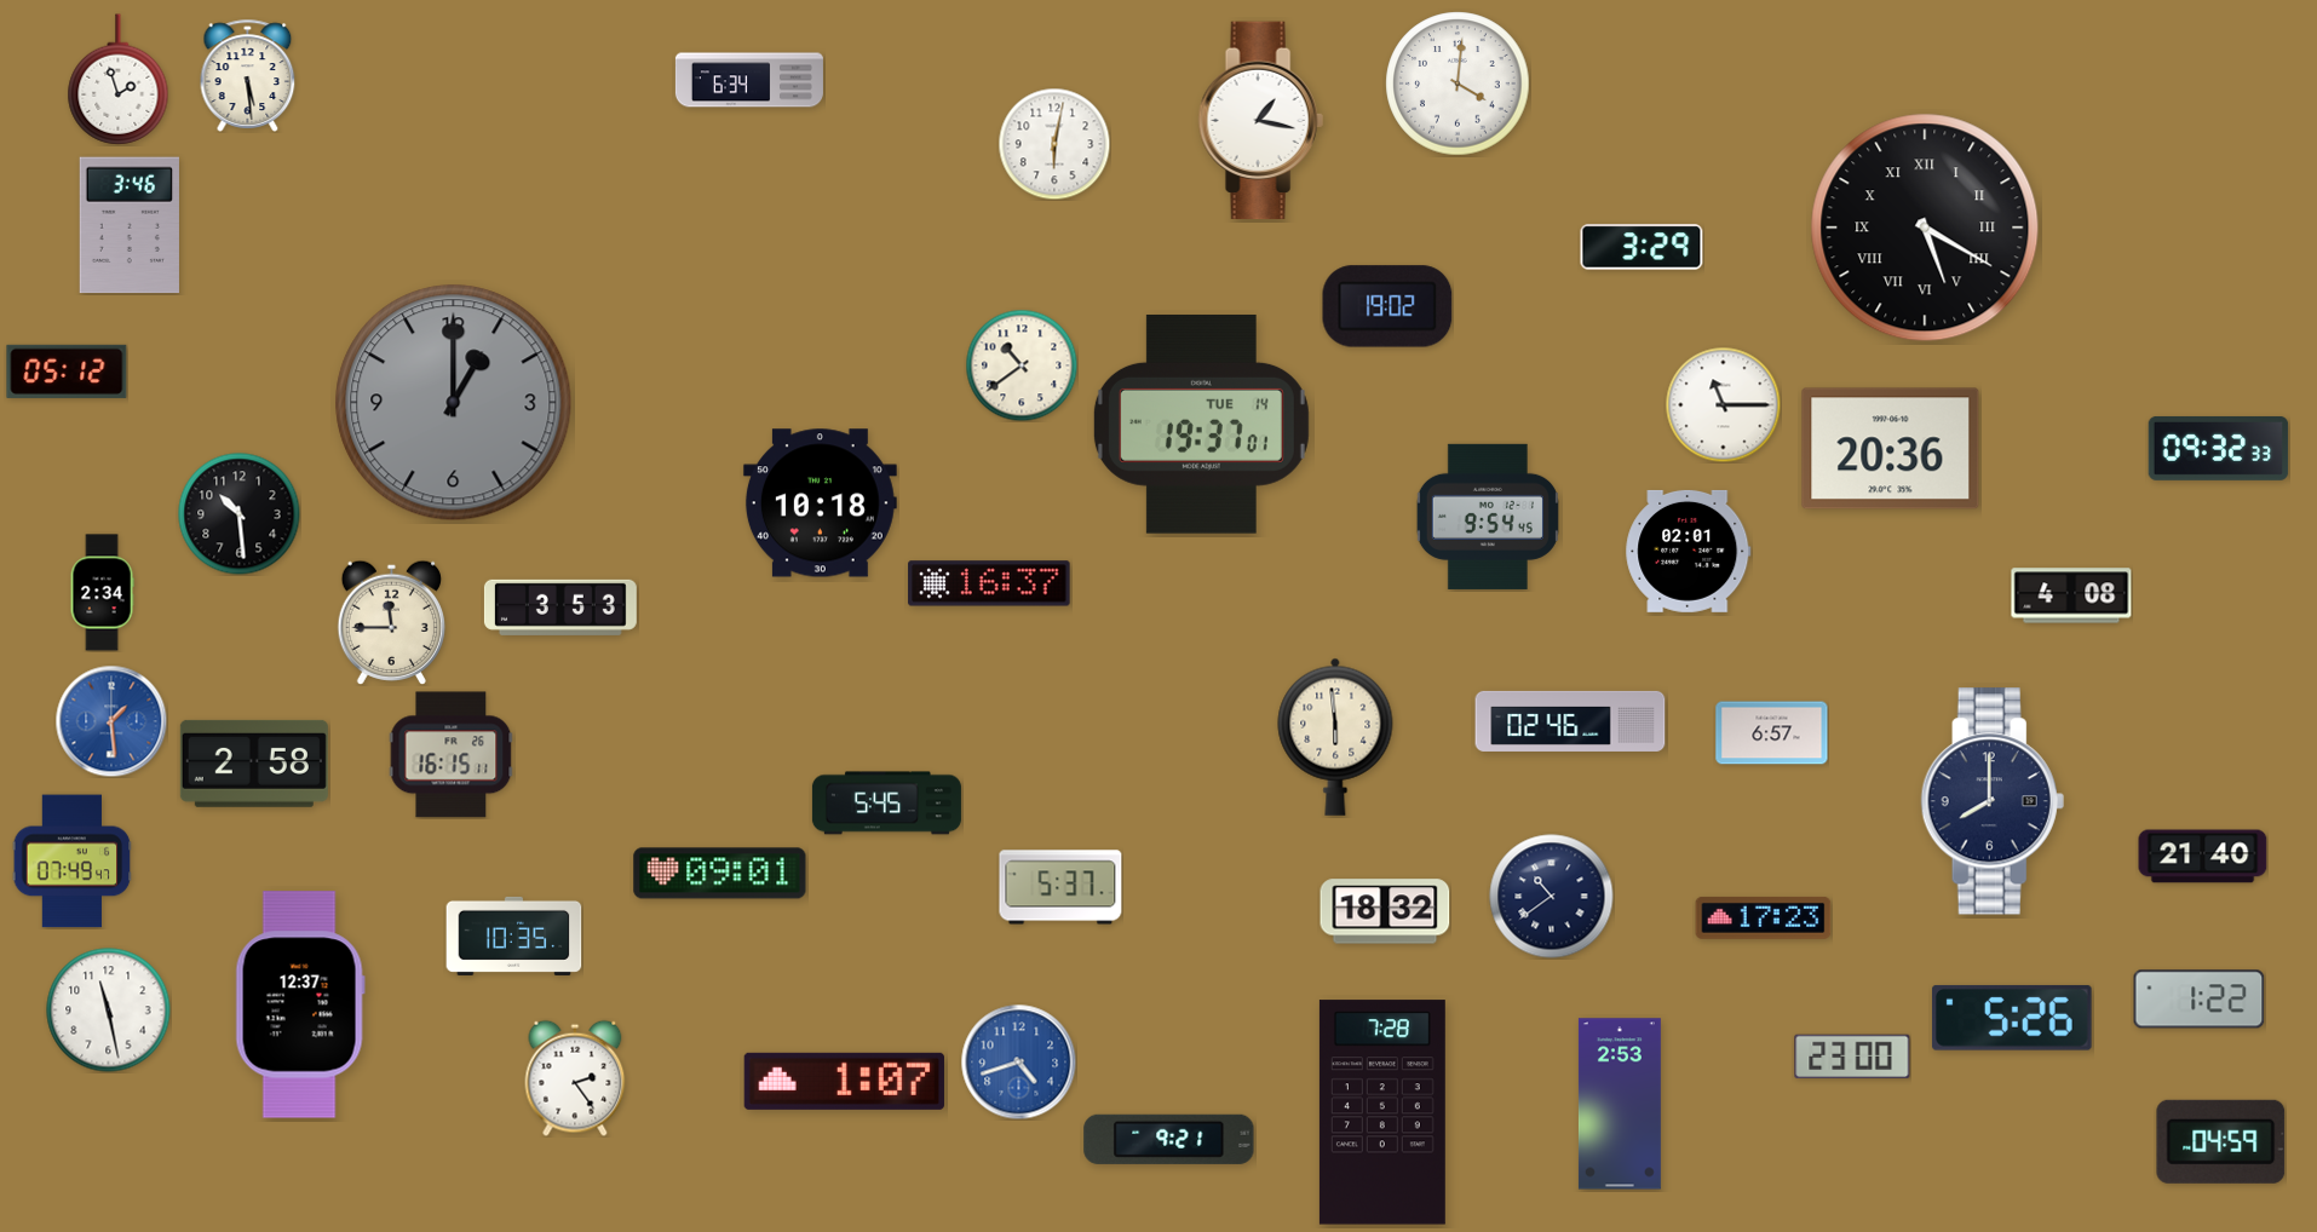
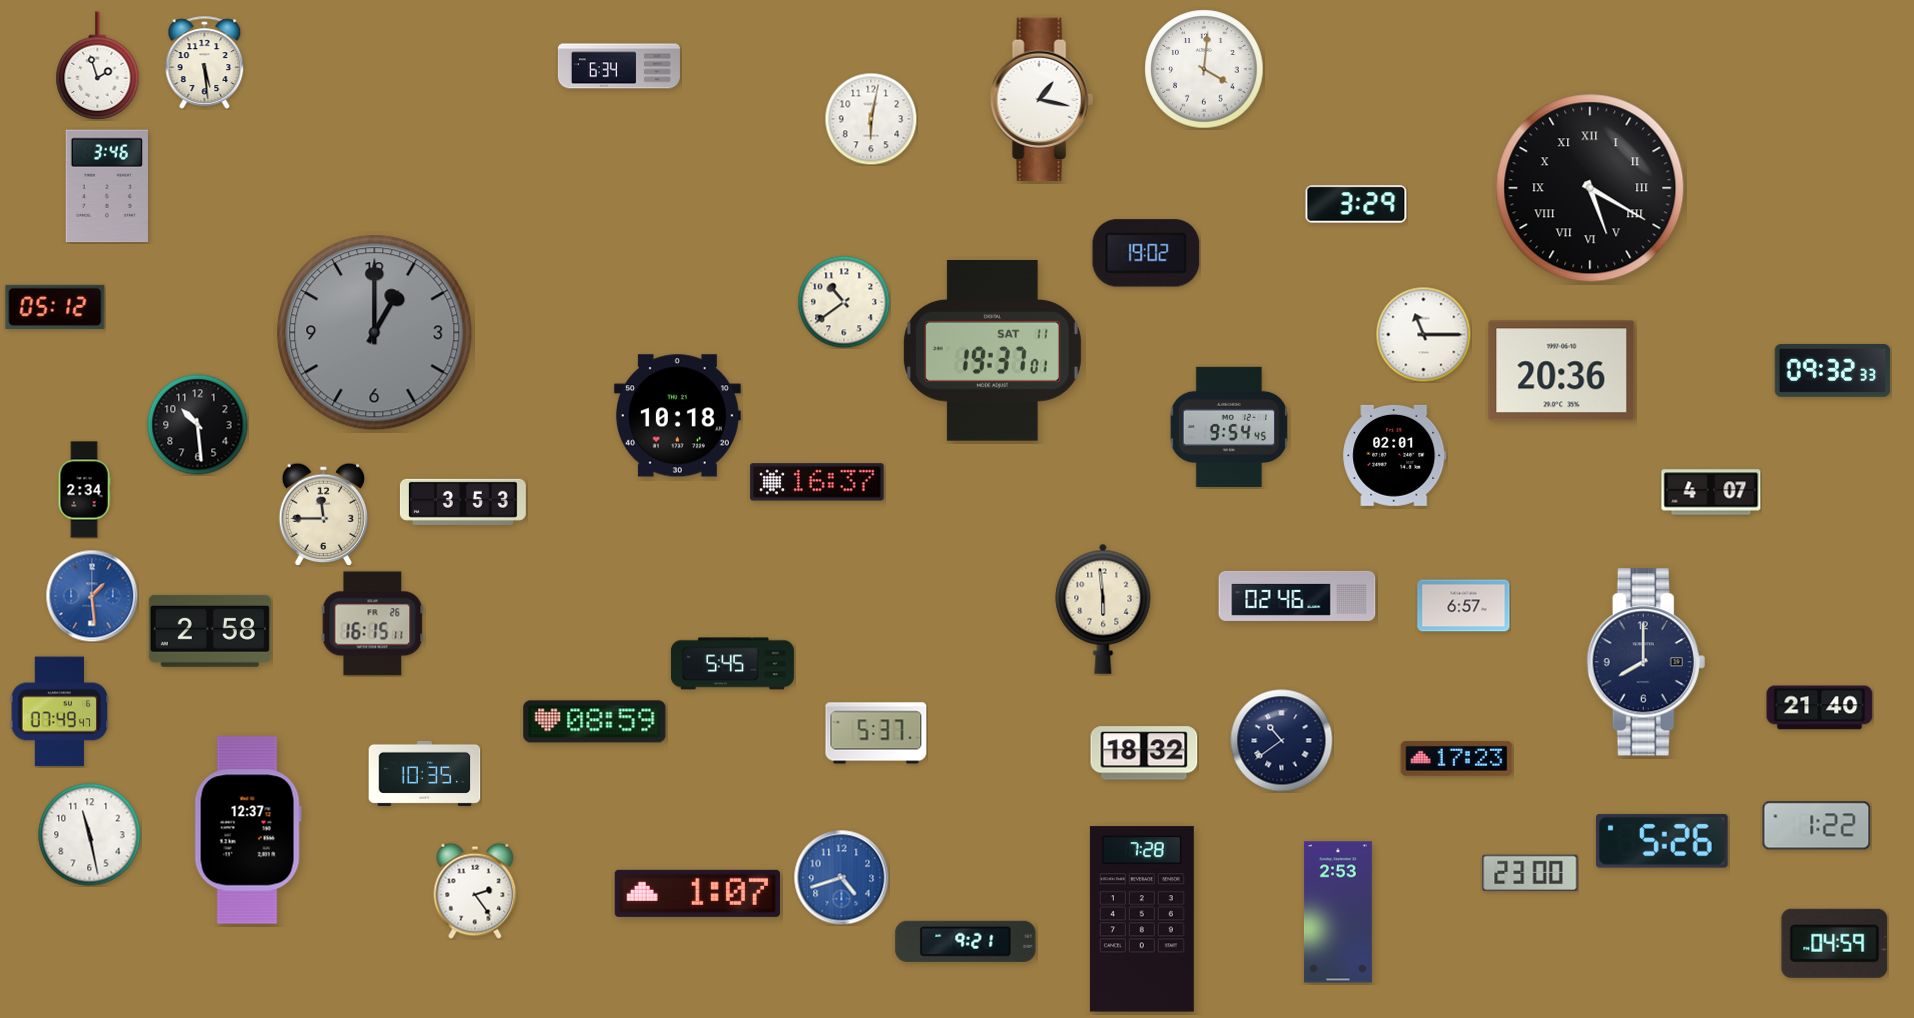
clock at (1201, 425) date: TUE 14 -> SAT 11
clock at (2071, 595): 4:08 -> 4:07
clock at (720, 874): 09:01 -> 08:59
